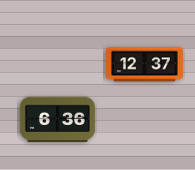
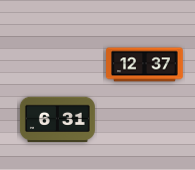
clock at (57, 120): 6:36 -> 6:31
